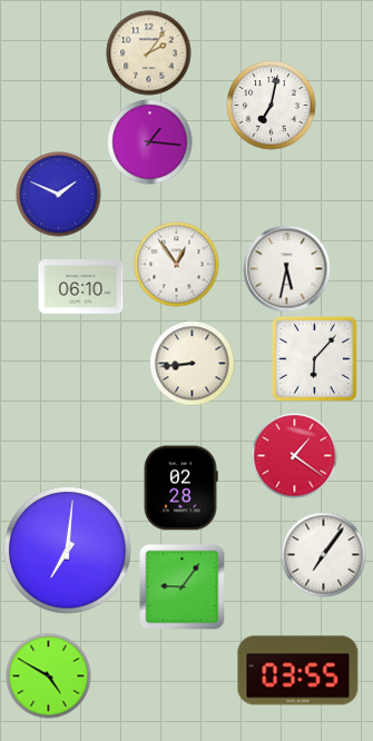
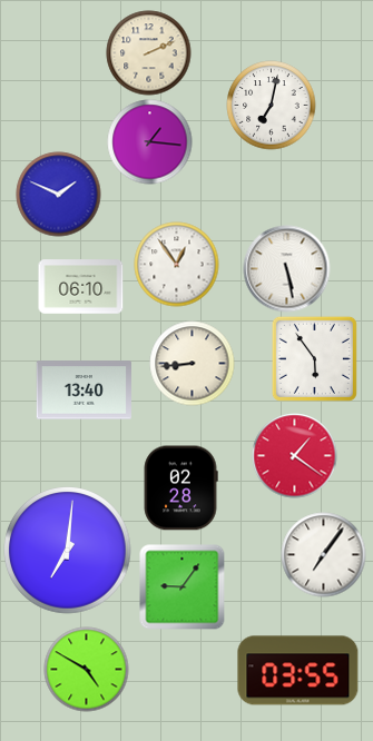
clock at (149, 53): 2:06 -> 2:11
clock at (287, 269): 5:32 -> 5:28
clock at (314, 358): 6:07 -> 5:54
clock at (85, 391): none -> 13:40
clock at (49, 676) position: (49, 676) -> (87, 670)
